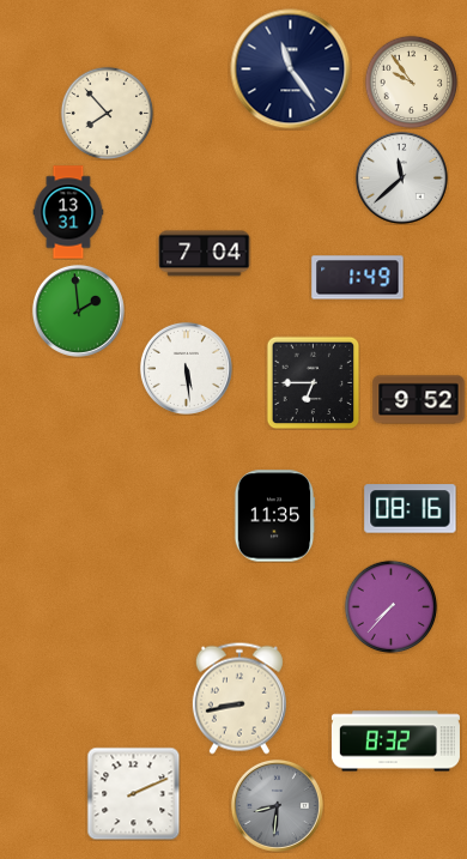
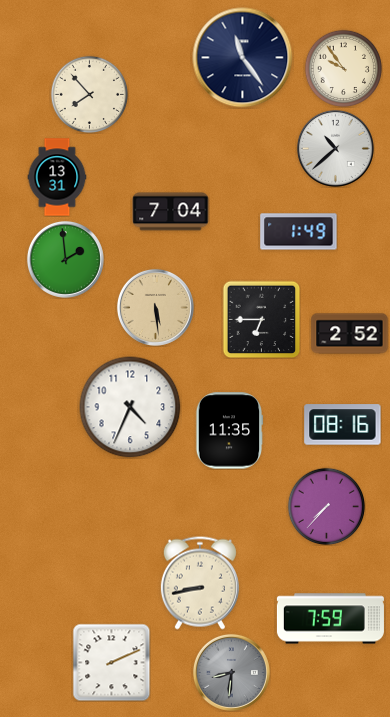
clock at (401, 177): 11:38 -> 10:38
clock at (186, 368) dial: white -> champagne
clock at (419, 400): 9:52 -> 2:52
clock at (130, 407): none -> 4:34
clock at (395, 742): 8:32 -> 7:59
